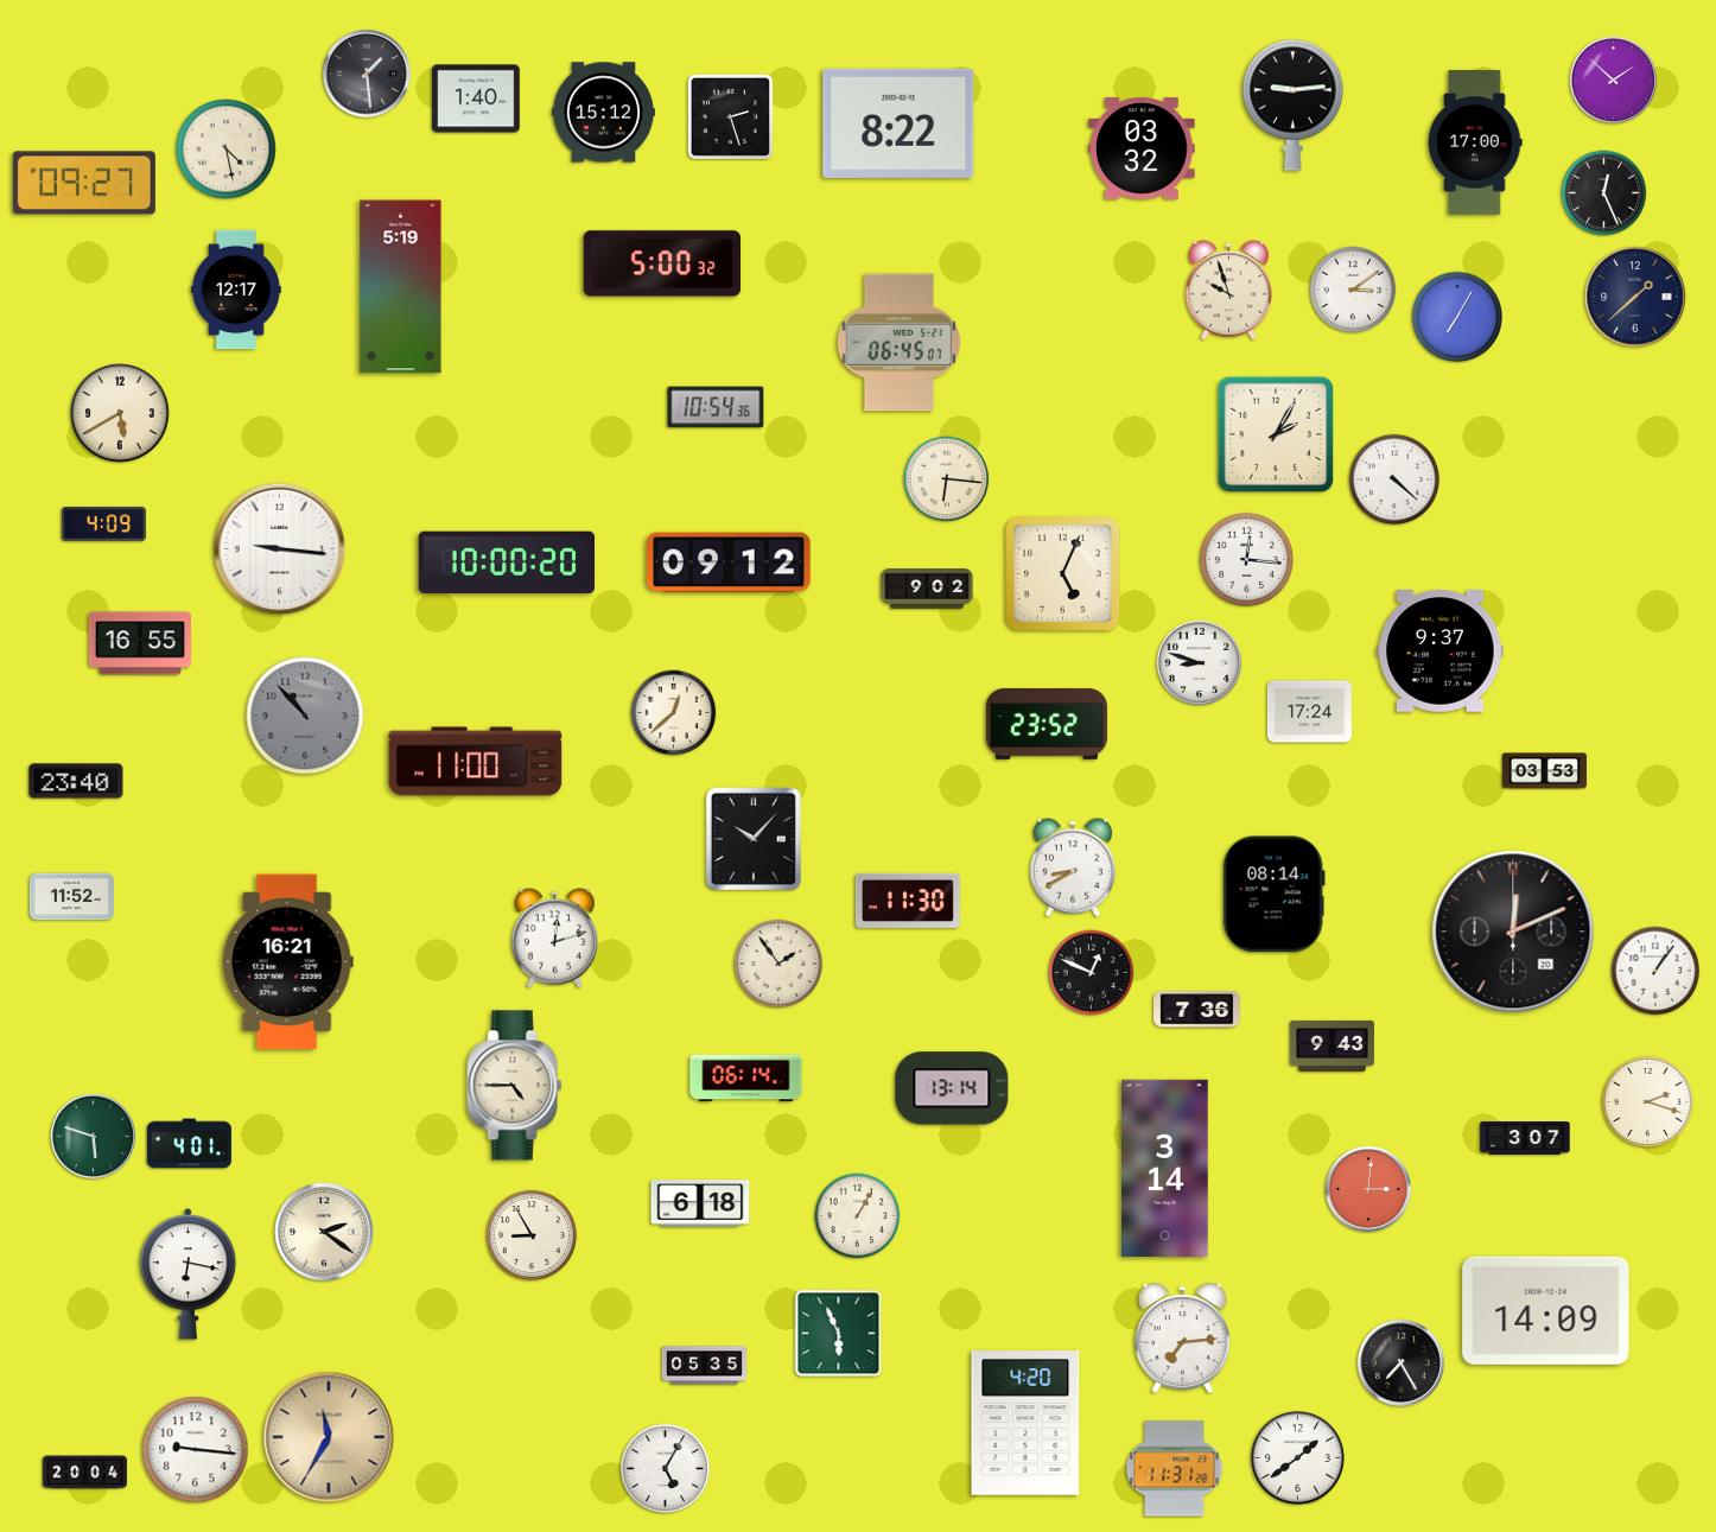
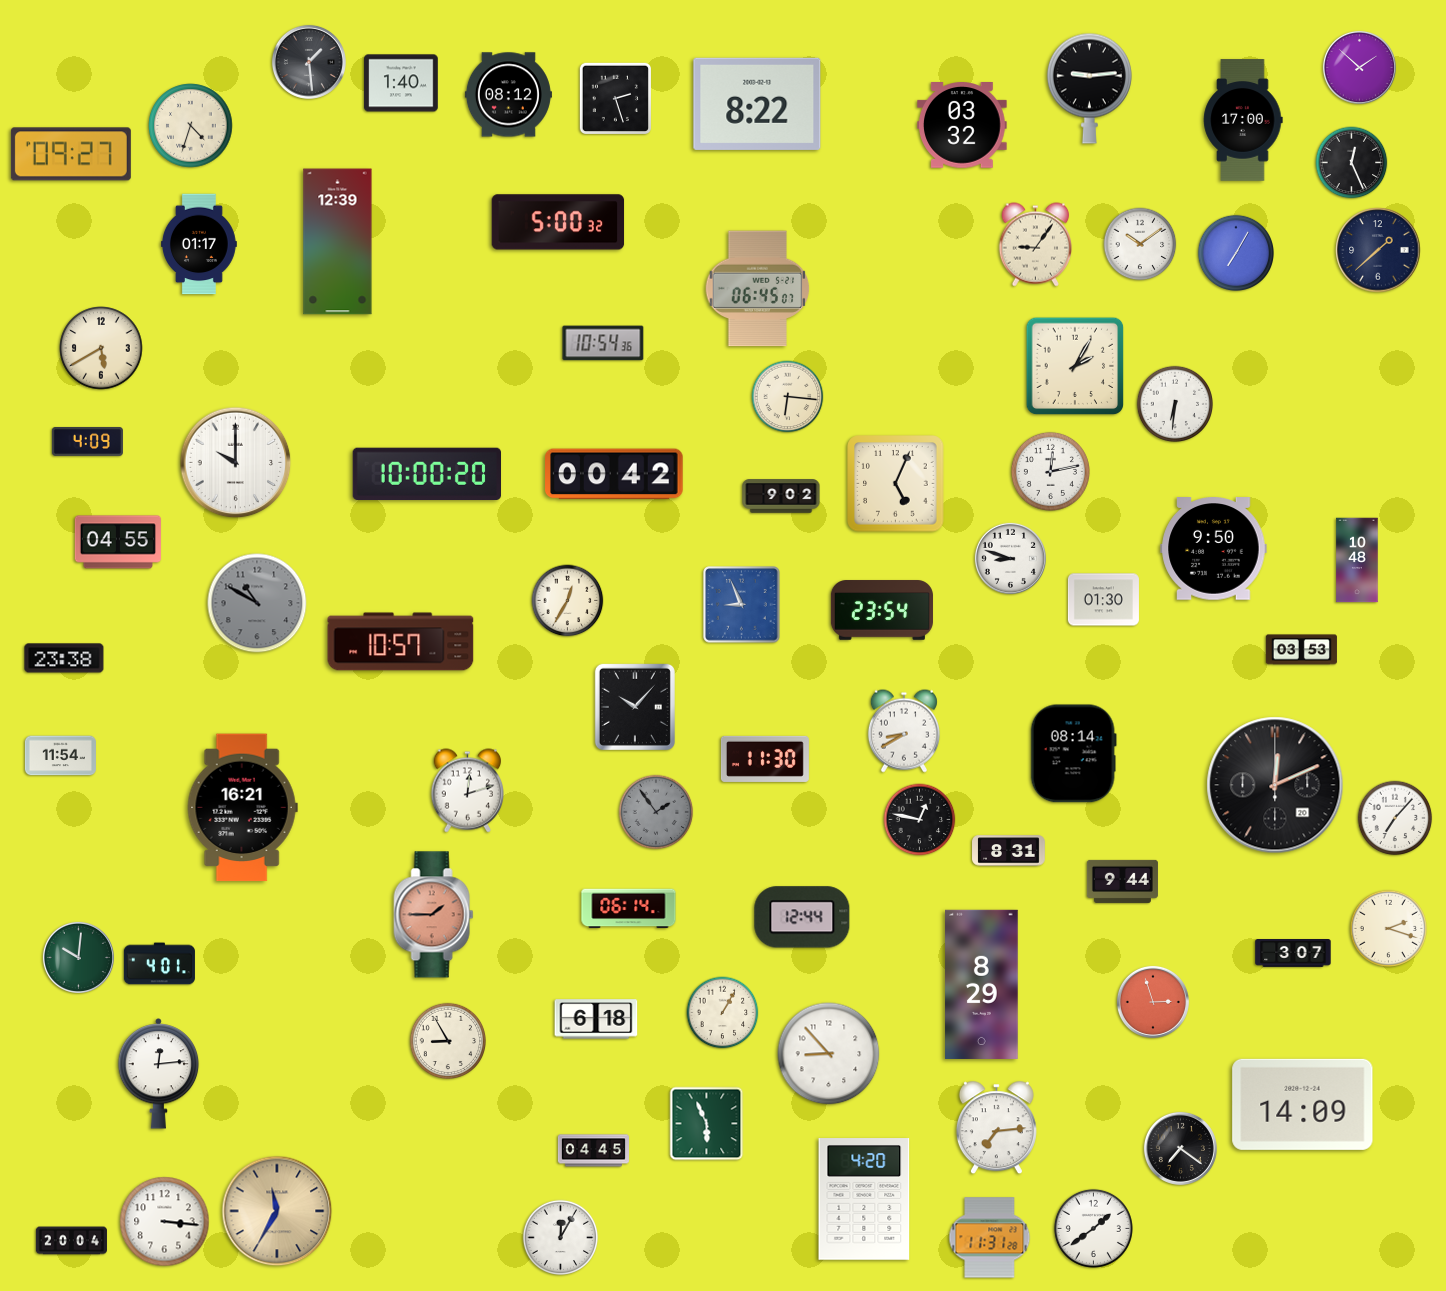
clock at (603, 113): 15:12 -> 08:12
clock at (227, 150): 4:28 -> 4:33
clock at (401, 287): 5:19 -> 12:39
clock at (236, 290): 12:17 -> 01:17
clock at (1353, 290): 3:09 -> 10:09
clock at (1228, 291): 9:57 -> 9:06
clock at (1457, 317) position: (1457, 317) -> (1236, 253)
clock at (947, 479) position: (947, 479) -> (788, 397)
clock at (1394, 479): 4:22 -> 6:31
clock at (280, 549): 9:16 -> 10:00
clock at (1246, 559): 12:16 -> 12:13
clock at (729, 562): 09:12 -> 00:42
clock at (140, 643): 16:55 -> 04:55
clock at (1441, 651): 9:37 -> 9:50
clock at (1357, 560): none -> 10:48
clock at (1309, 712): 17:24 -> 01:30
clock at (674, 713): 12:38 -> 12:35
clock at (305, 716): 10:53 -> 10:50
clock at (742, 605): none -> 8:56
clock at (1047, 724): 23:52 -> 23:54
clock at (476, 762): 11:00 -> 10:57
clock at (76, 781): 23:40 -> 23:38
clock at (71, 897): 11:52 -> 11:54
clock at (287, 962) position: (287, 962) -> (242, 808)
clock at (778, 964) dial: cream -> grey
clock at (1655, 971): 1:06 -> 7:07
clock at (1092, 973): 12:49 -> 12:47
clock at (1197, 1010): 7:36 -> 8:31
clock at (1332, 1045): 9:43 -> 9:44
clock at (515, 1086): 4:45 -> 1:45
clock at (515, 1086) dial: cream -> salmon
clock at (952, 1088): 13:14 -> 12:44
clock at (93, 1136): 5:48 -> 10:01
clock at (1525, 1139) position: (1525, 1139) -> (1293, 954)
clock at (1165, 1168): 3:14 -> 8:29
clock at (1368, 1189): 3:01 -> 2:57
clock at (700, 1203) position: (700, 1203) -> (596, 1019)
clock at (858, 1216) position: (858, 1216) -> (723, 1013)
clock at (324, 1232): 2:21 -> none
clock at (829, 1054): none -> 8:53
clock at (189, 1274): 6:17 -> 12:14
clock at (1400, 1362): 7:25 -> 7:21
clock at (704, 1366): 05:35 -> 04:45
clock at (196, 1450): 9:16 -> 3:16
clock at (666, 1469): 5:05 -> 12:05
